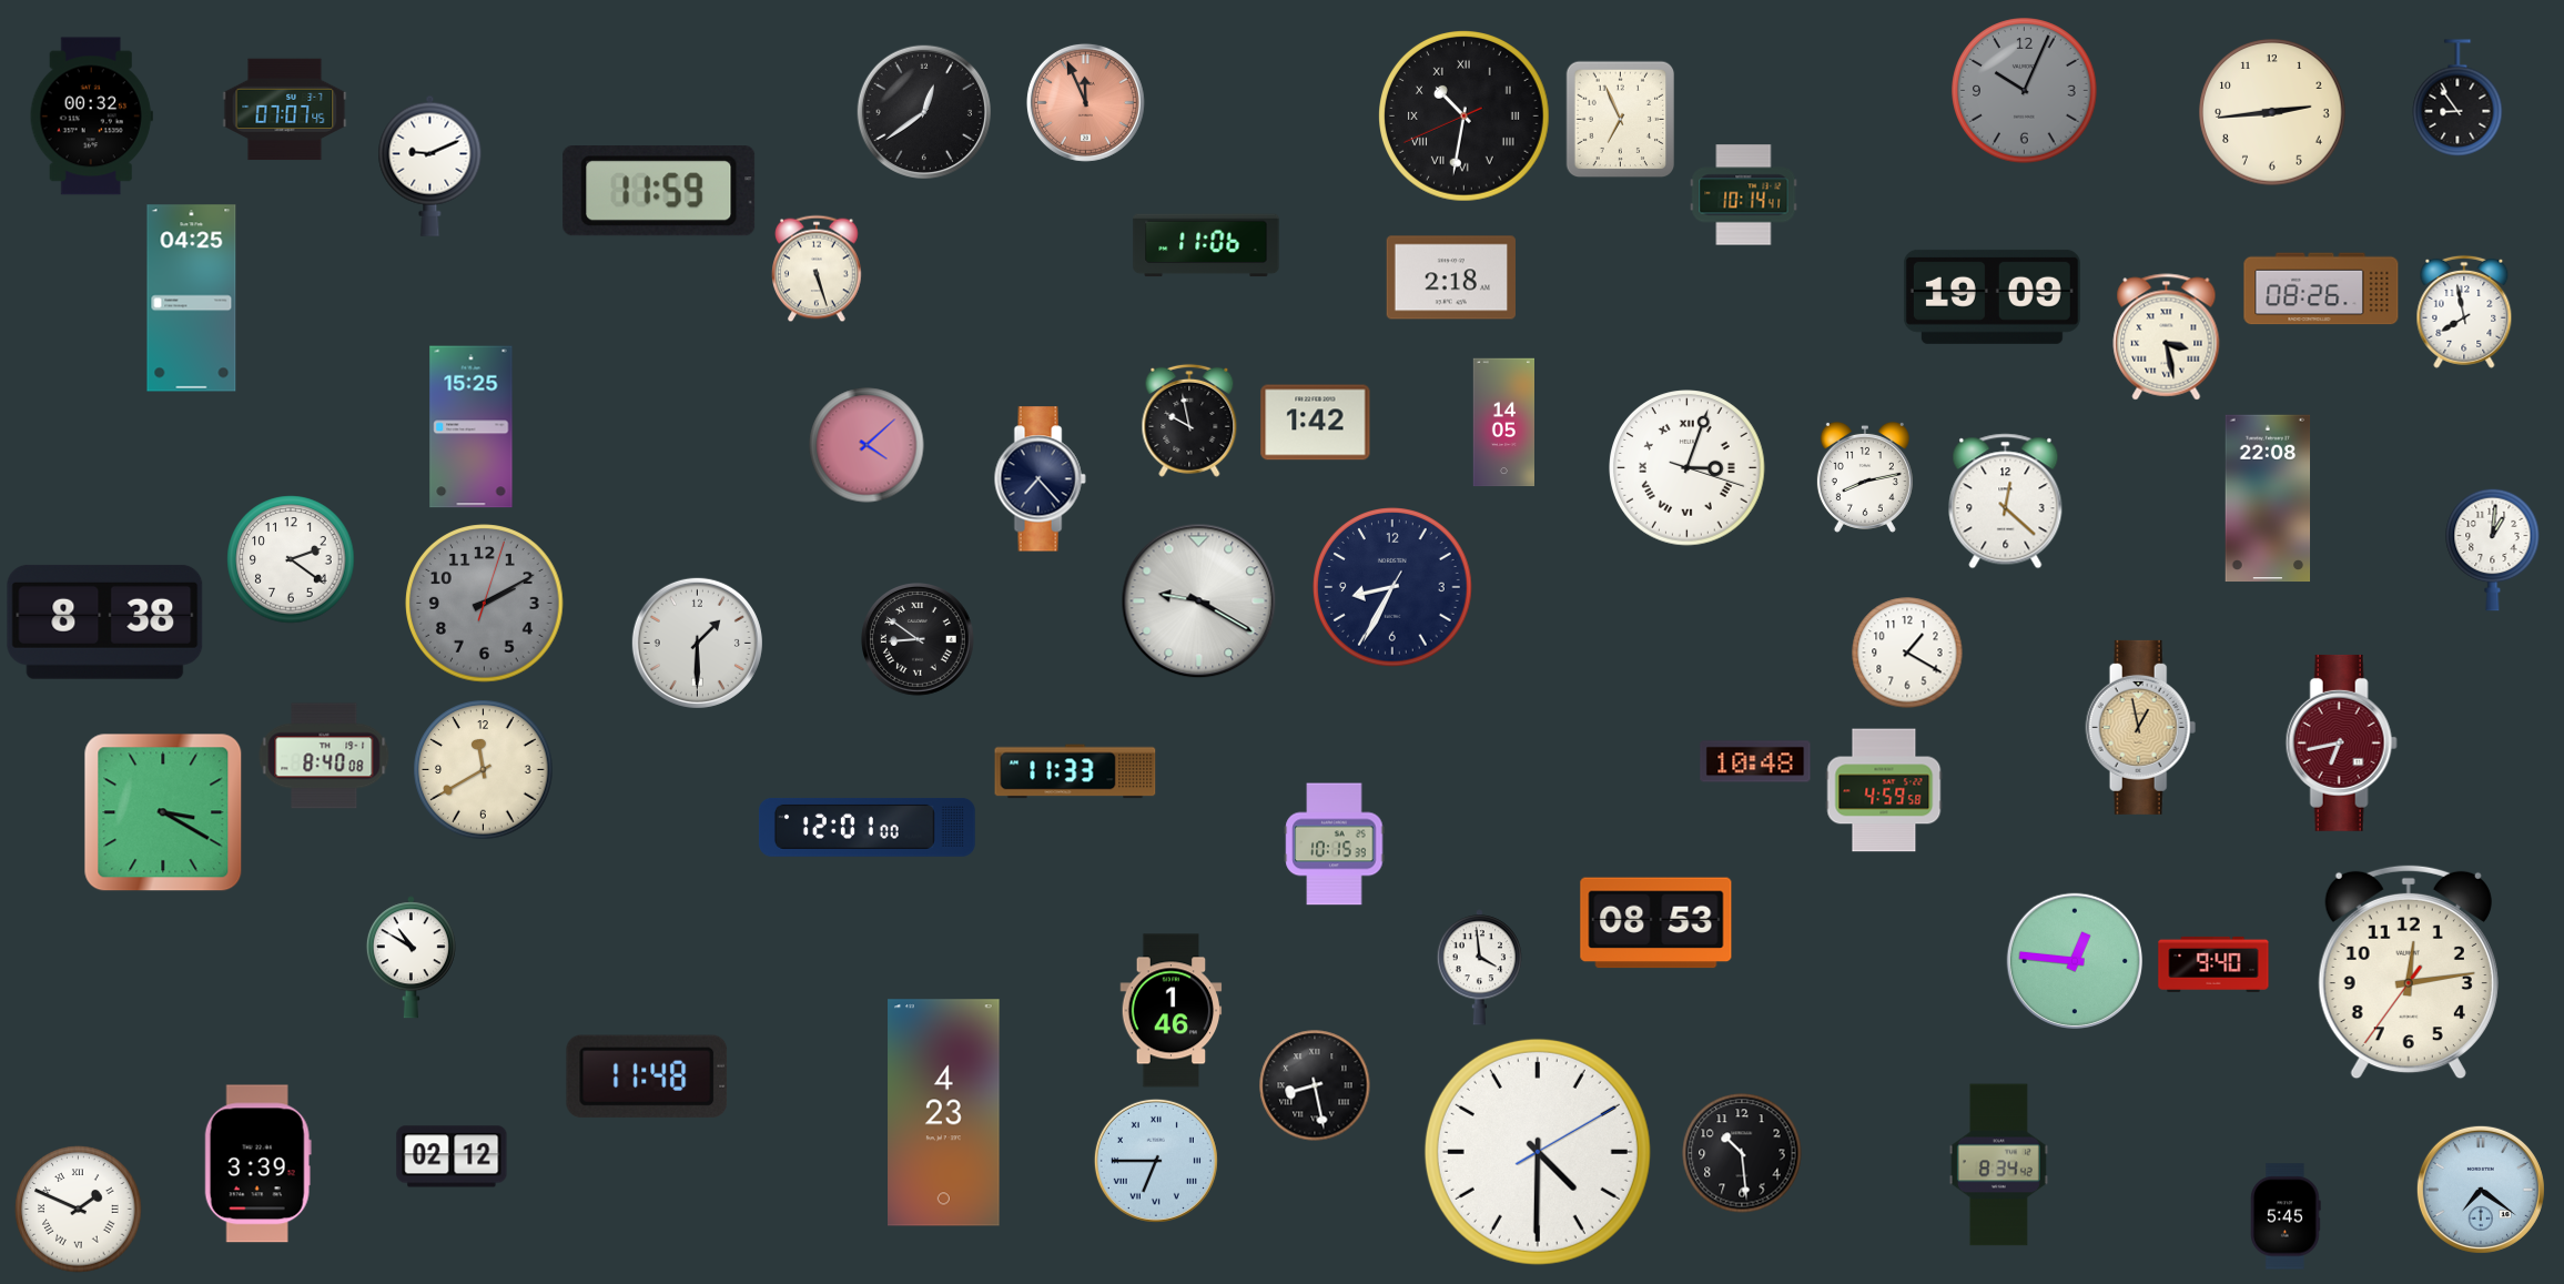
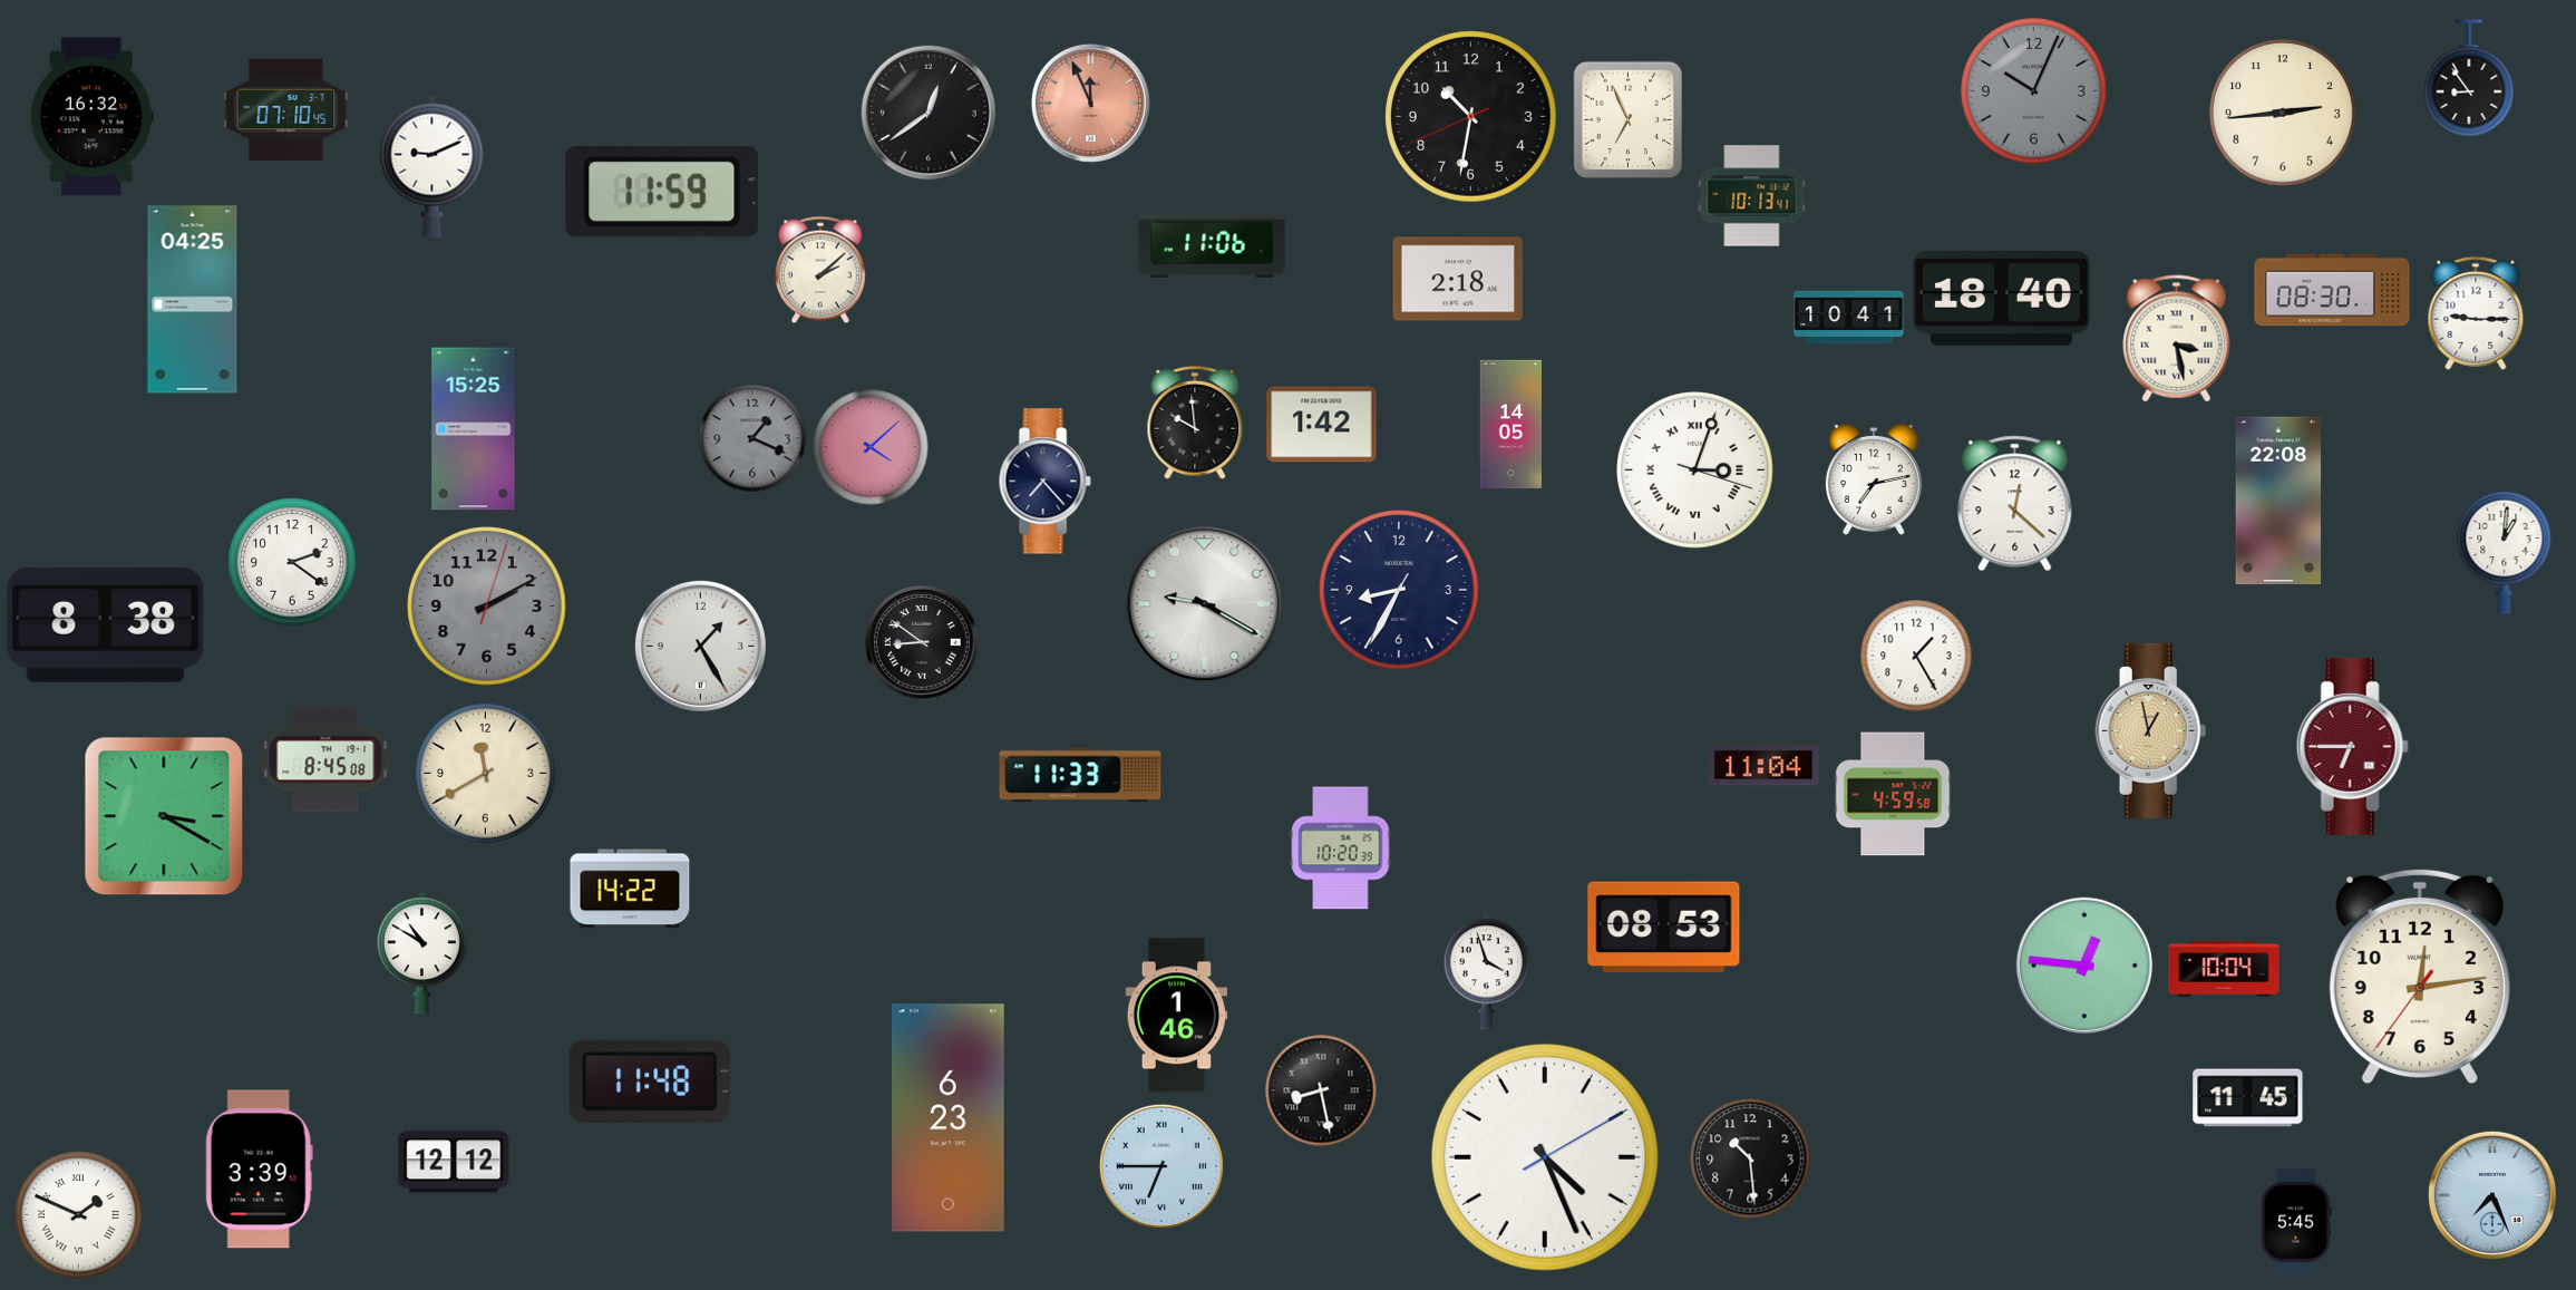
clock at (2457, 98) position: (2457, 98) -> (2469, 78)
clock at (285, 110): 07:07 -> 07:10
clock at (91, 117): 00:32 -> 16:32
clock at (1465, 117) numerals: Roman -> Arabic
clock at (1744, 195): 10:14 -> 10:13
clock at (818, 269): 5:27 -> 2:08
clock at (2321, 289): 08:26 -> 08:30
clock at (1992, 296): 19:09 -> 18:40
clock at (2464, 312): 7:58 -> 9:15
clock at (1849, 318): none -> 10:41
clock at (1189, 421): 9:58 -> 9:59
clock at (752, 438): none -> 1:19
clock at (1865, 477): 8:13 -> 7:13
clock at (697, 643): 1:30 -> 1:25
clock at (1907, 653): 1:20 -> 1:25
clock at (2341, 742): 6:43 -> 6:45
clock at (324, 756): 8:40 -> 8:45
clock at (1755, 761): 10:48 -> 11:04
clock at (867, 827): 12:01 -> none
clock at (1335, 845): 10:15 -> 10:20
clock at (630, 889): none -> 14:22
clock at (411, 958) position: (411, 958) -> (421, 953)
clock at (2213, 964): 9:40 -> 10:04
clock at (1479, 968): 3:59 -> 3:57
clock at (2248, 1098): none -> 11:45
clock at (944, 1113): 4:23 -> 6:23
clock at (1538, 1152): 4:30 -> 4:26
clock at (452, 1156): 02:12 -> 12:12
clock at (1998, 1165): 8:34 -> none
clock at (2481, 1190): 7:21 -> 7:26
